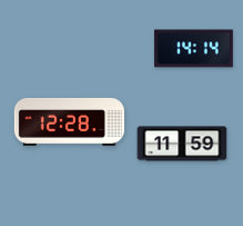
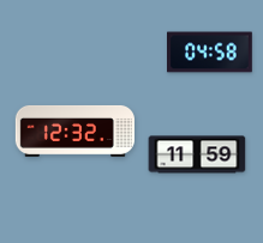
clock at (194, 49): 14:14 -> 04:58
clock at (69, 121): 12:28 -> 12:32
